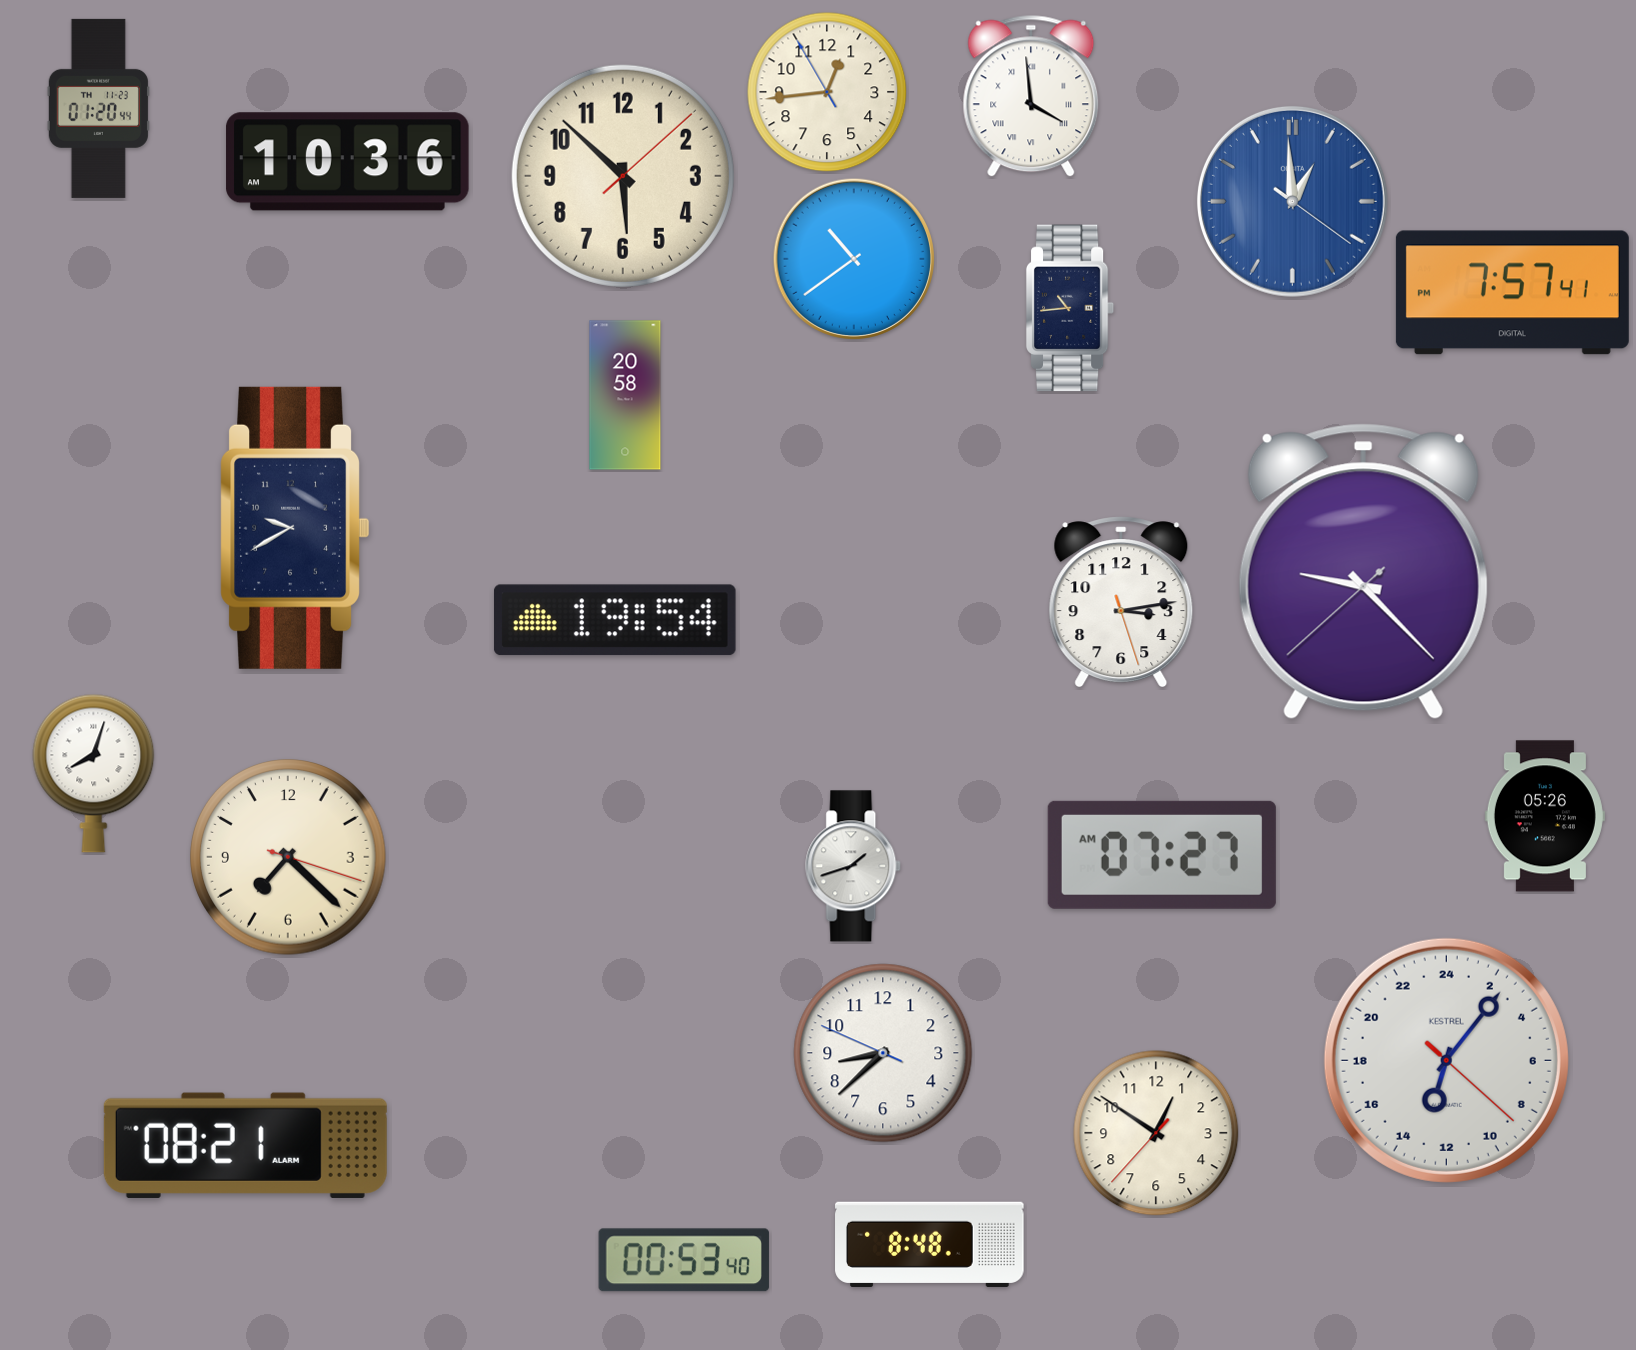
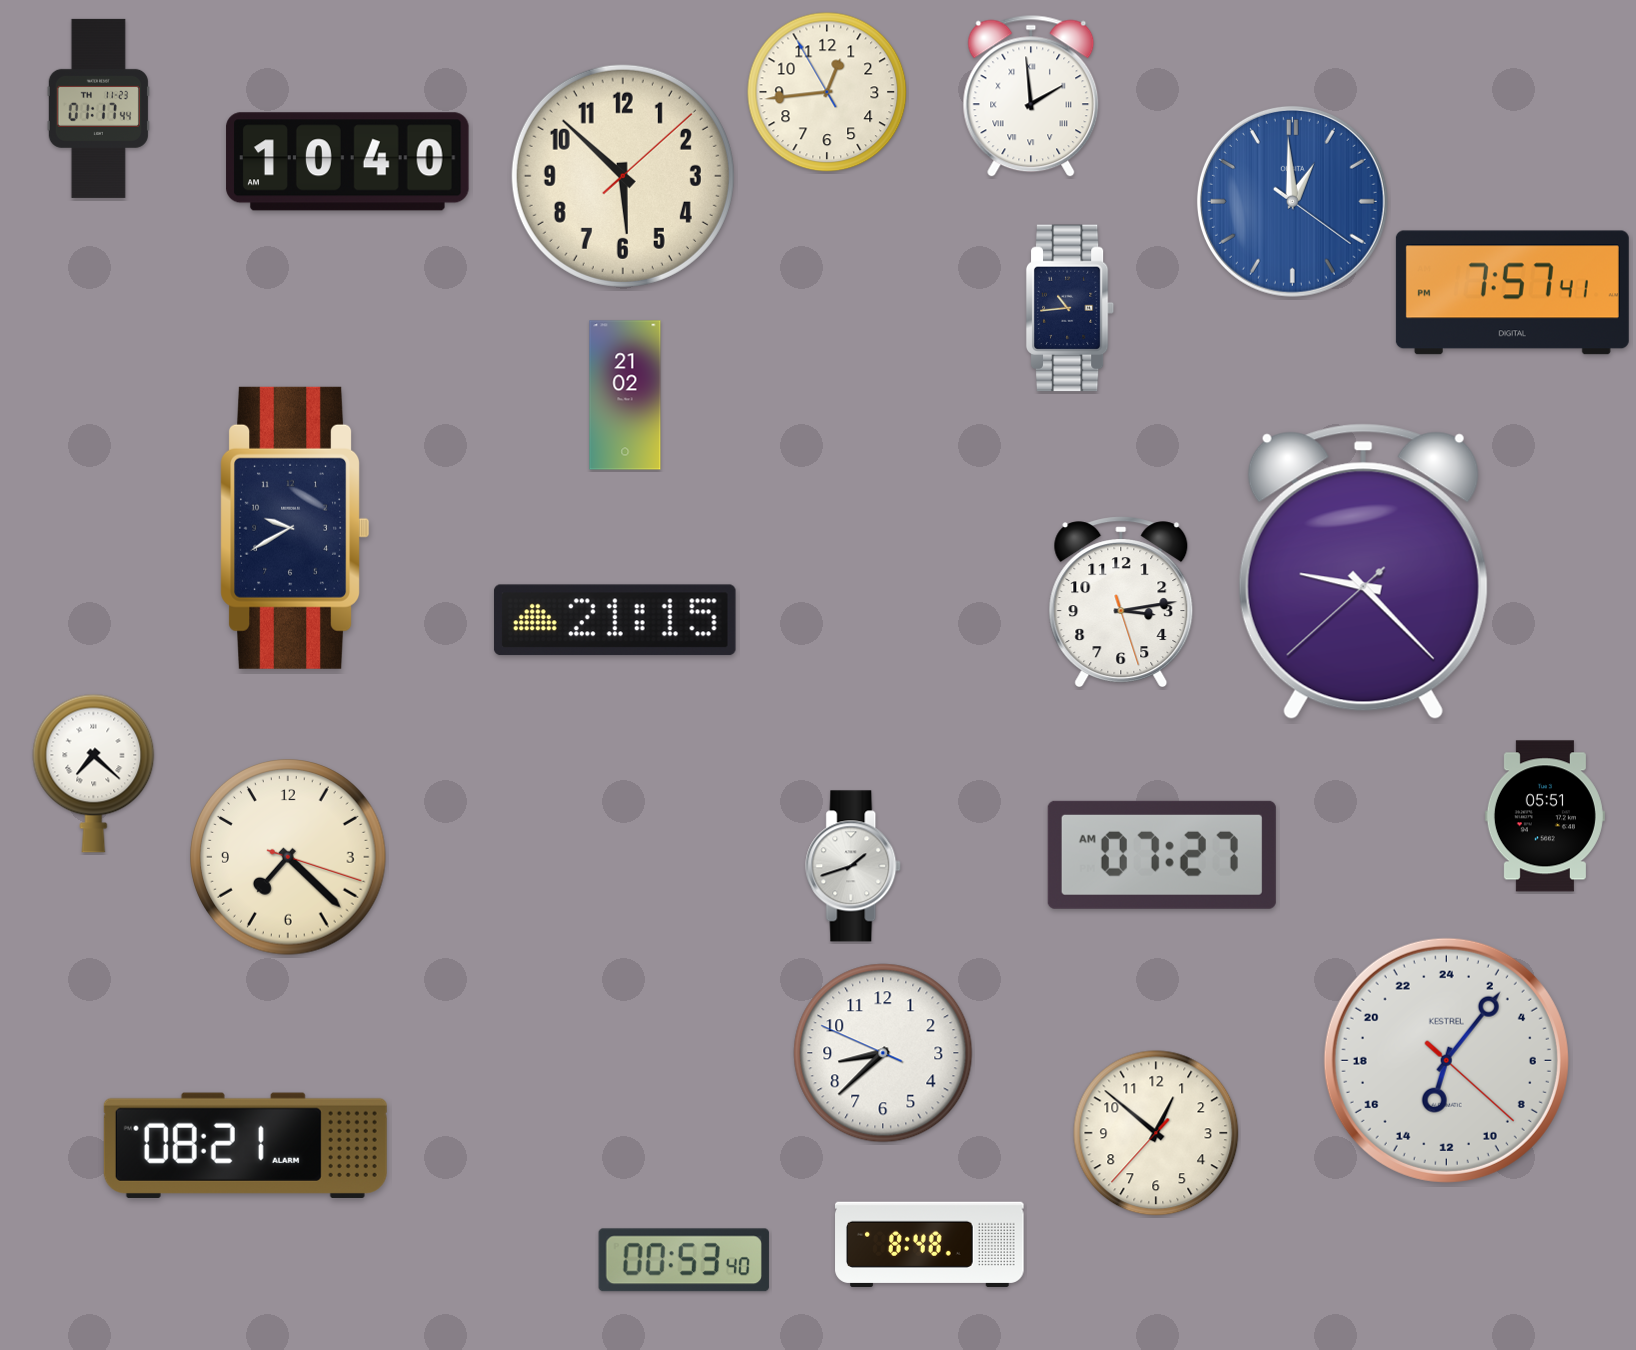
clock at (1031, 96): 3:59 -> 1:59
clock at (98, 108): 01:20 -> 01:17
clock at (348, 162): 10:36 -> 10:40
clock at (853, 258): 10:39 -> none
clock at (625, 395): 20:58 -> 21:02
clock at (615, 620): 19:54 -> 21:15
clock at (94, 773): 8:03 -> 7:22
clock at (1545, 816): 05:26 -> 05:51
clock at (1156, 1133): 12:50 -> 12:51
